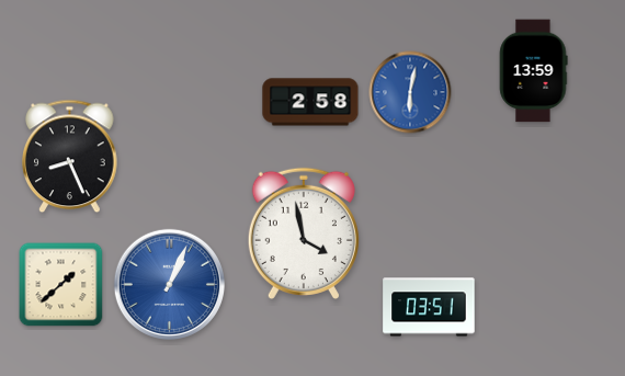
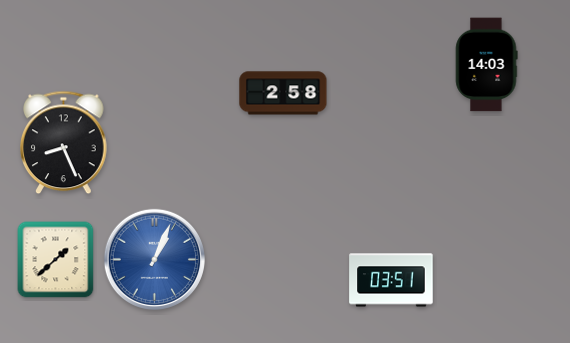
clock at (534, 71): 13:59 -> 14:03
clock at (410, 92): 6:02 -> none
clock at (304, 233): 3:58 -> none
